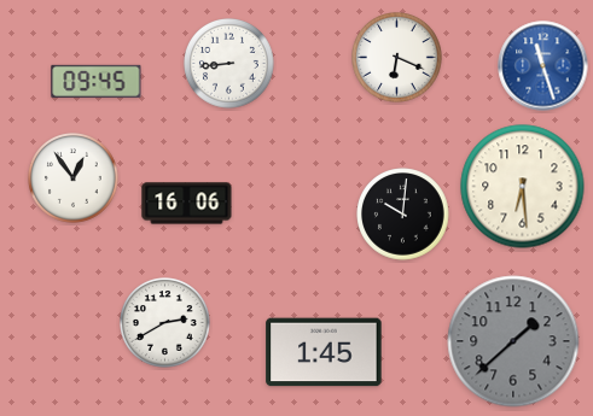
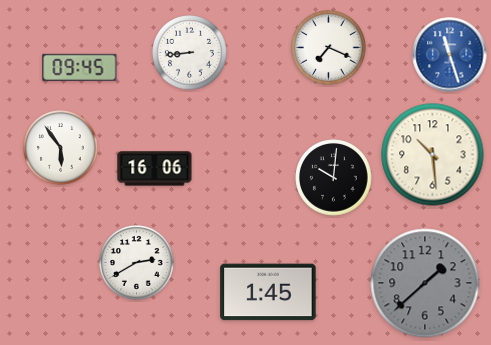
clock at (397, 58): 6:19 -> 7:19
clock at (74, 178): 12:54 -> 5:54
clock at (523, 187): 6:29 -> 10:29
clock at (165, 323) position: (165, 323) -> (137, 263)
